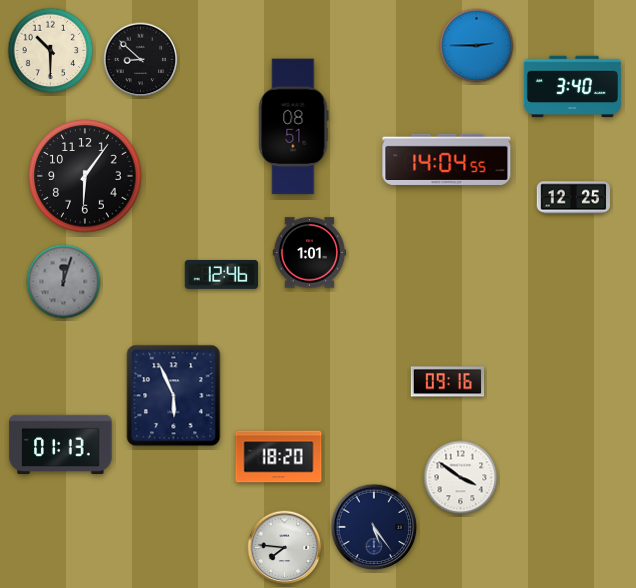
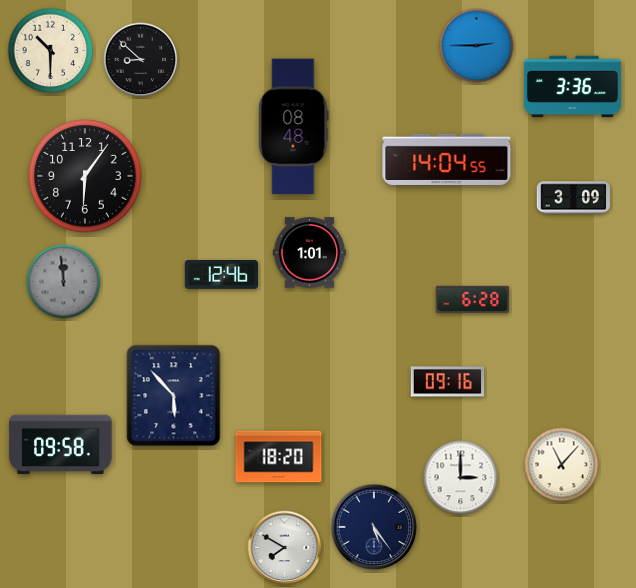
clock at (572, 87): 3:40 -> 3:36
clock at (294, 127): 08:51 -> 08:48
clock at (574, 198): 12:25 -> 3:09
clock at (64, 282): 12:03 -> 11:59
clock at (473, 299): none -> 6:28
clock at (174, 396): 5:56 -> 5:53
clock at (61, 444): 01:13 -> 09:58
clock at (562, 465): none -> 11:07
clock at (461, 478): 3:51 -> 3:00
clock at (285, 548): 7:46 -> 7:50
